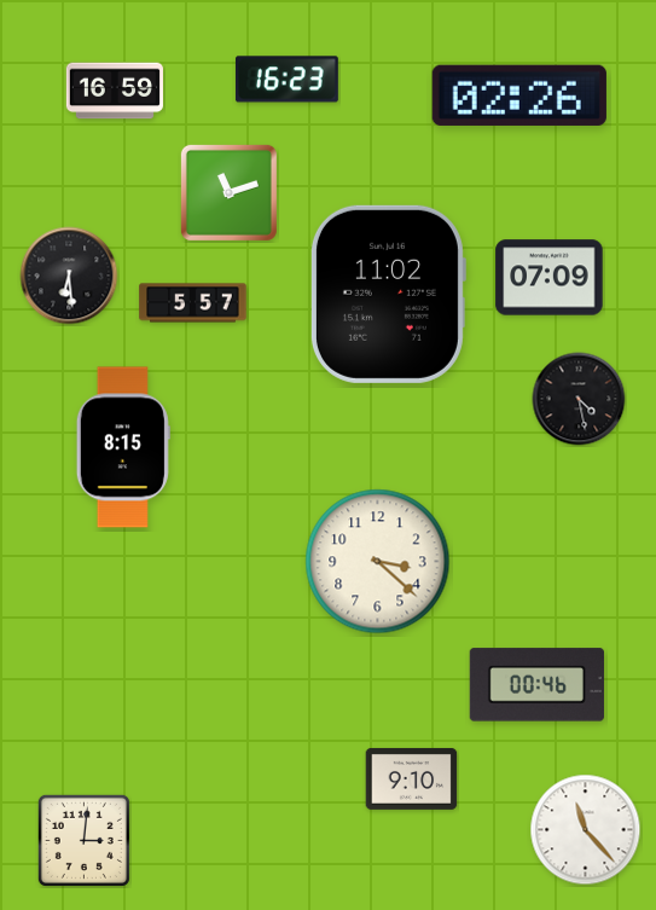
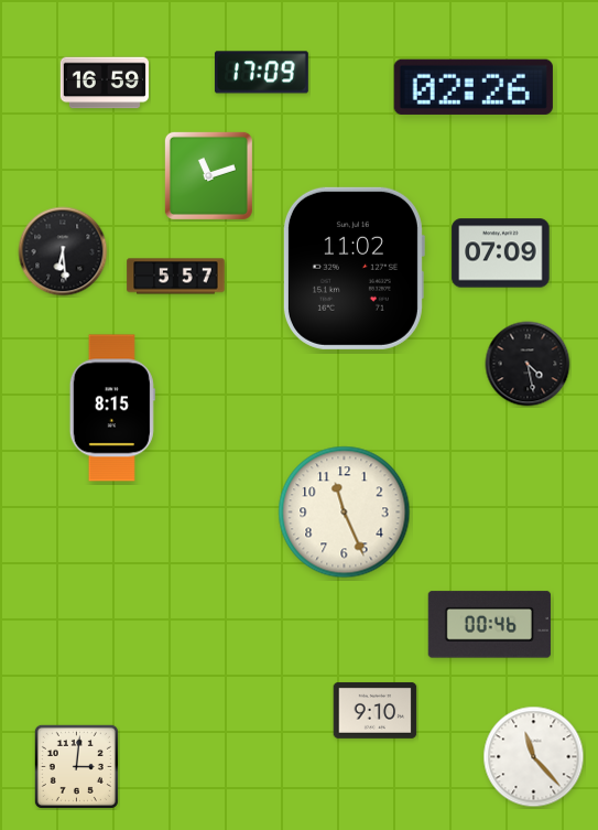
clock at (286, 80): 16:23 -> 17:09
clock at (378, 562): 3:22 -> 11:26
